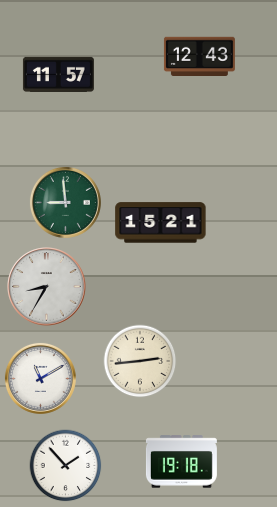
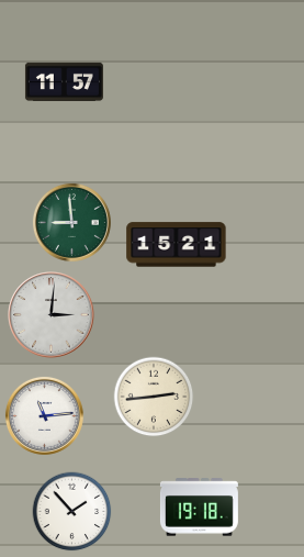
clock at (199, 56): 12:43 -> none
clock at (47, 287): 8:35 -> 3:01
clock at (40, 378): 11:10 -> 11:14
